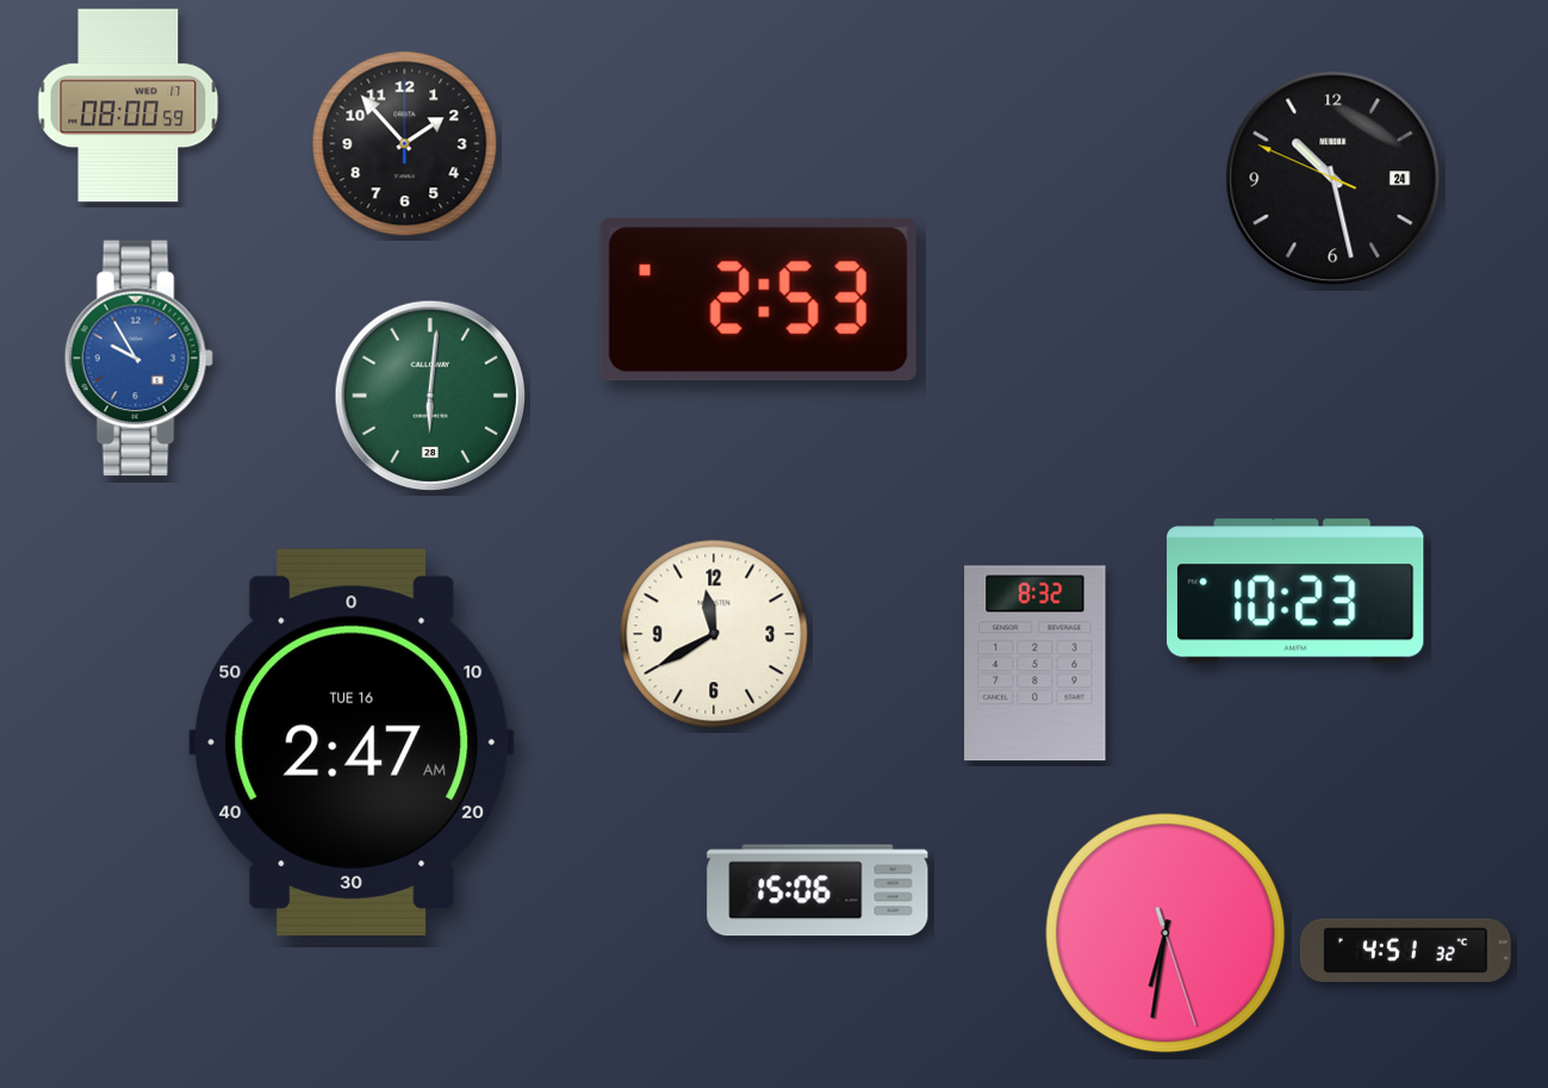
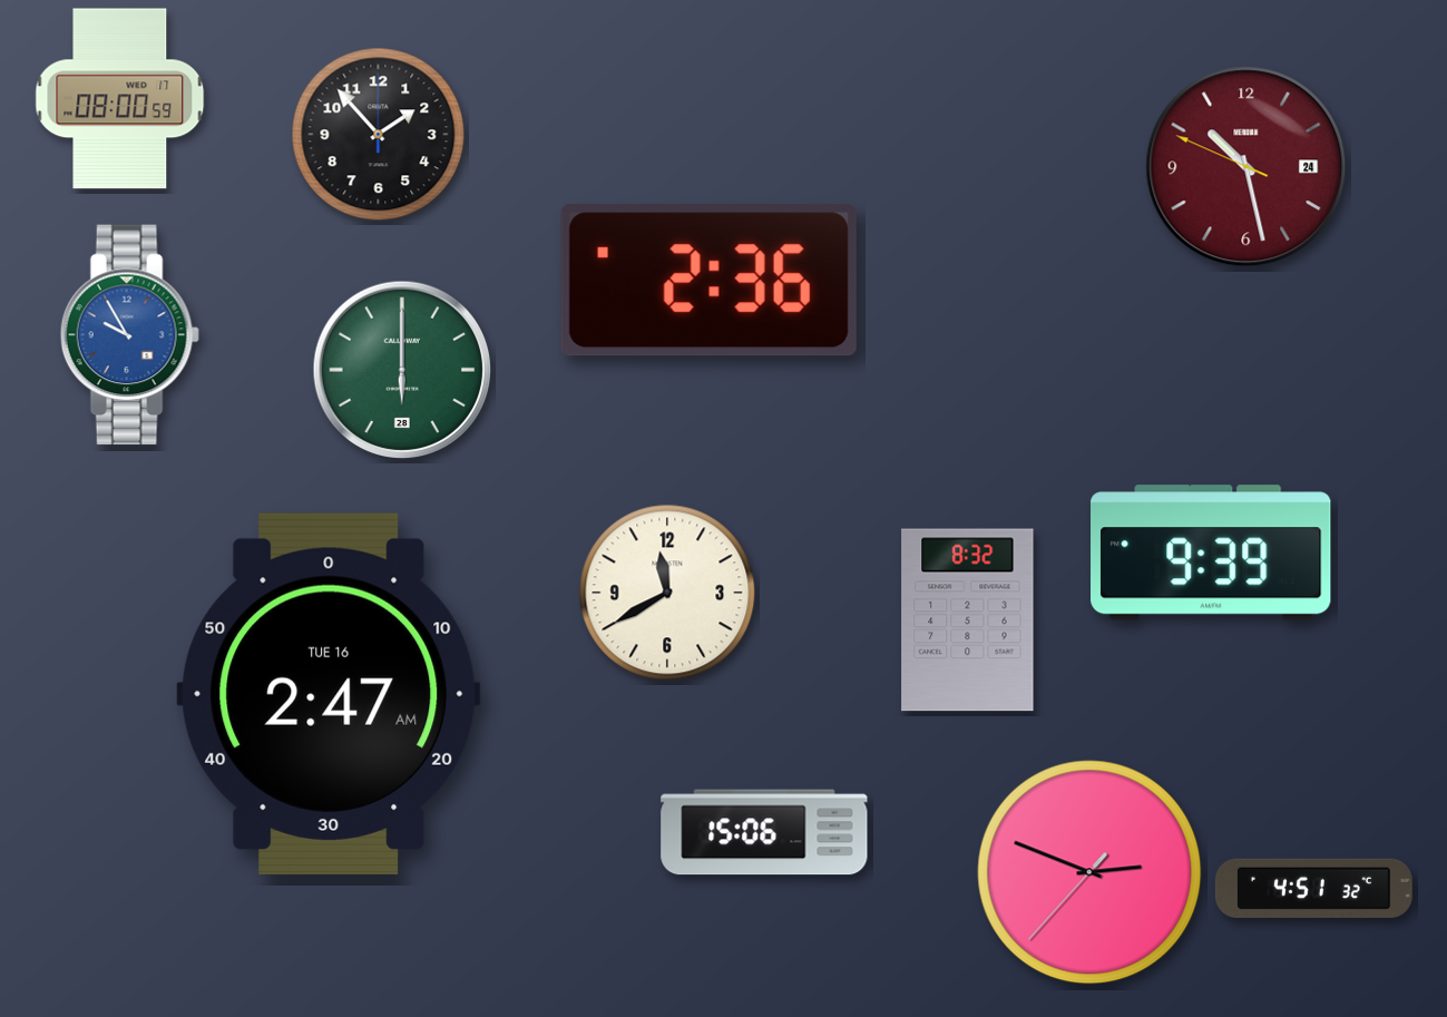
clock at (1333, 179) dial: black -> burgundy
clock at (758, 300): 2:53 -> 2:36
clock at (430, 396): 6:01 -> 6:00
clock at (1295, 591): 10:23 -> 9:39
clock at (1165, 933): 6:31 -> 2:48
